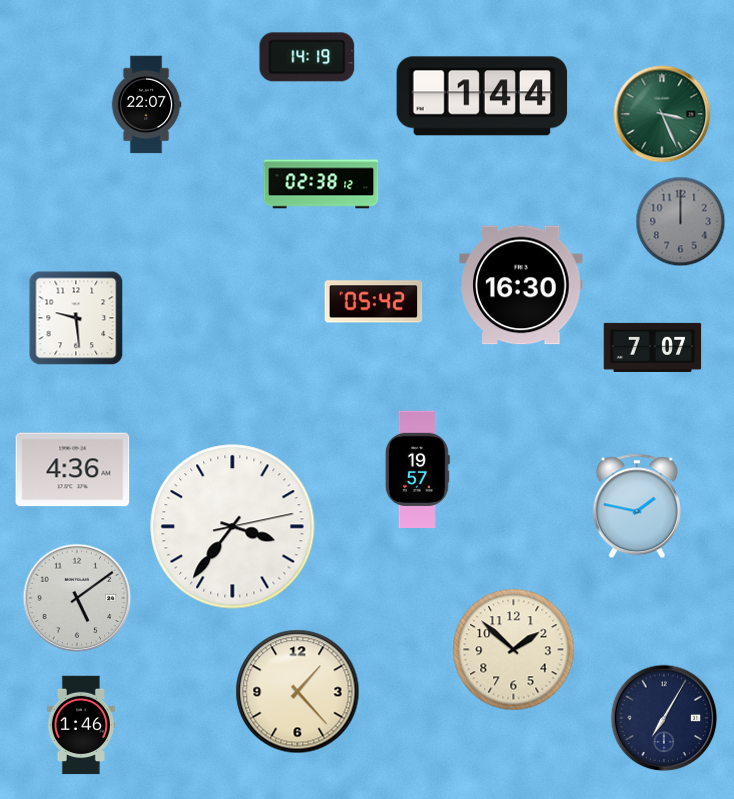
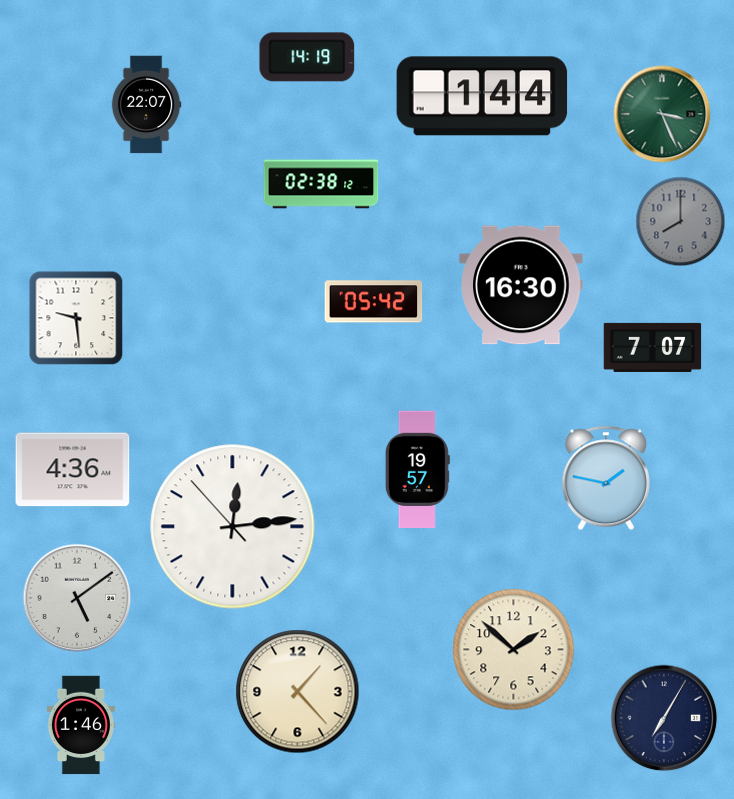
clock at (681, 222): 12:00 -> 8:00
clock at (637, 506) position: (637, 506) -> (606, 478)
clock at (233, 527): 3:36 -> 12:13
